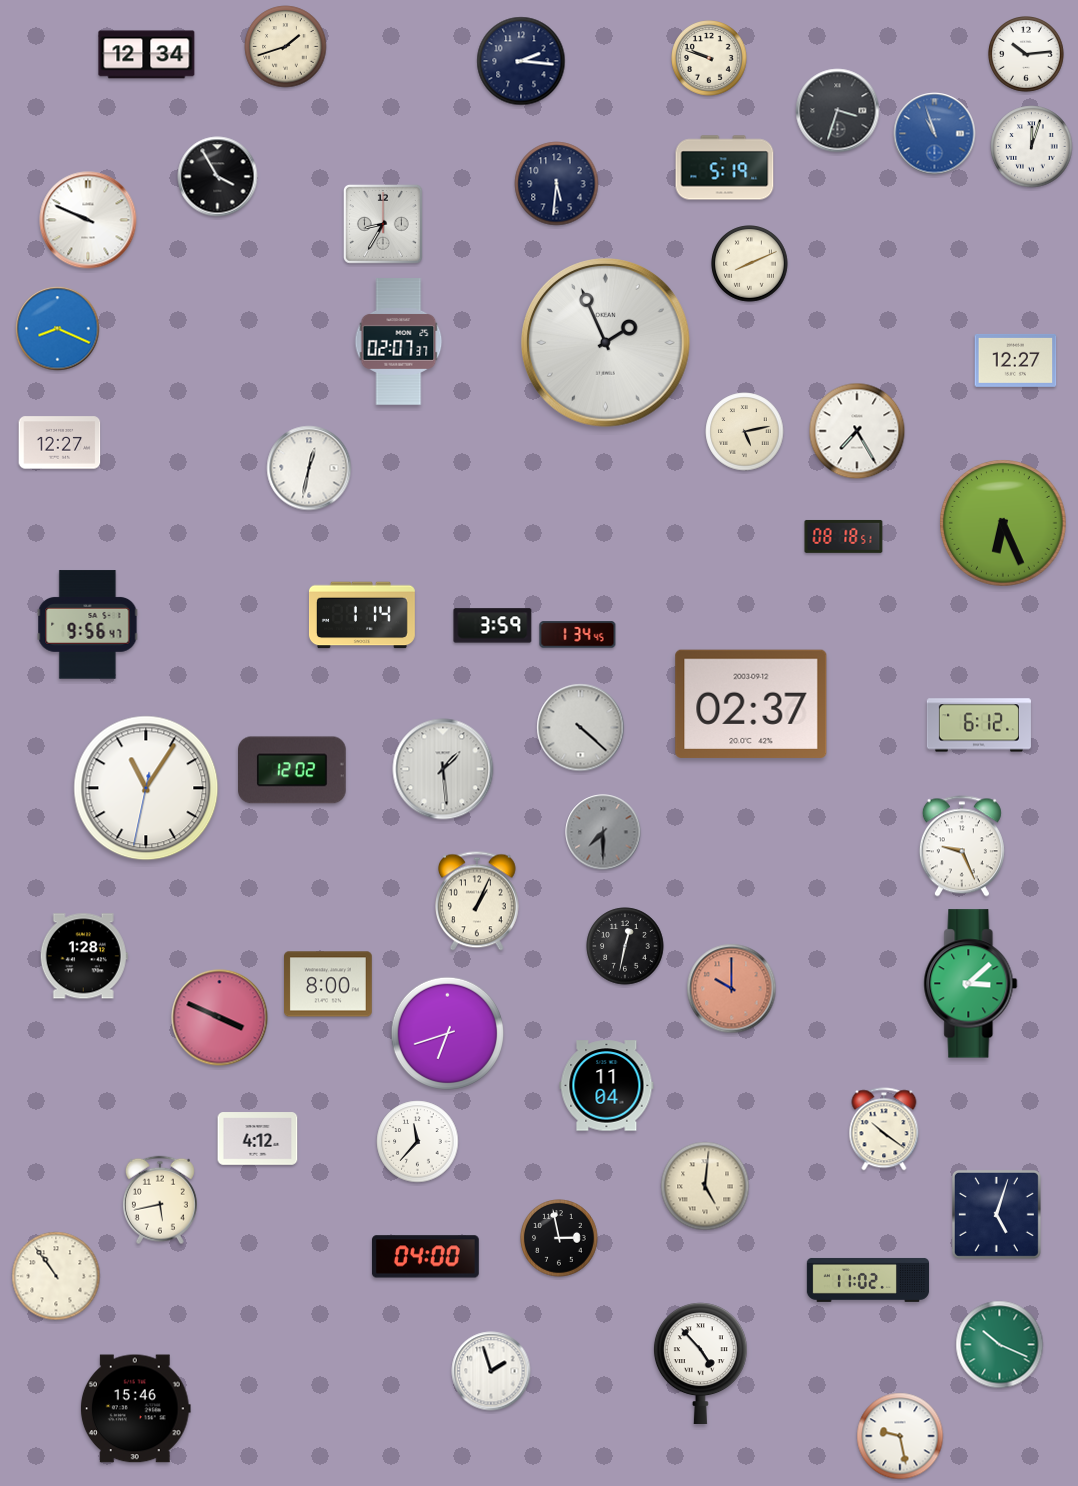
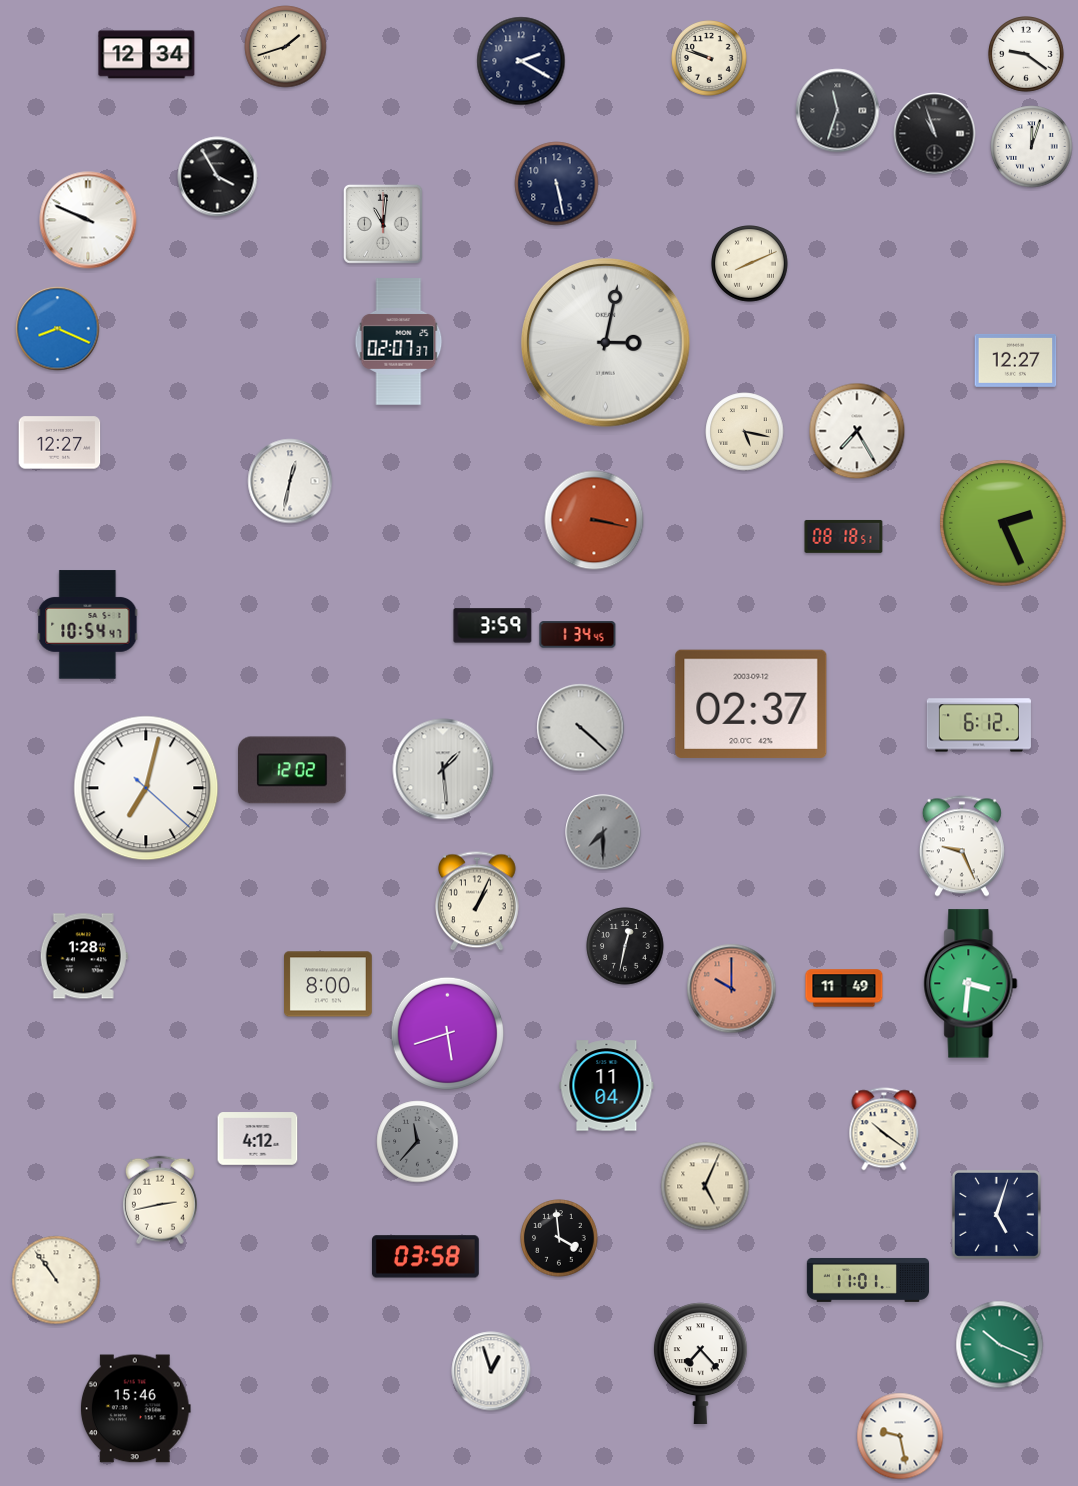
clock at (1026, 54): 10:14 -> 9:21
clock at (521, 61): 2:16 -> 2:20
clock at (838, 111): 3:33 -> 11:33
clock at (935, 134) dial: blue -> black
clock at (725, 168): 5:19 -> none
clock at (557, 184): 5:31 -> 5:28
clock at (383, 224): 8:35 -> 11:01
clock at (606, 343): 1:56 -> 3:02
clock at (745, 432): 5:13 -> 5:17
clock at (309, 468) position: (309, 468) -> (290, 481)
clock at (594, 520): none -> 3:17
clock at (1003, 523): 6:26 -> 2:26
clock at (362, 615): 1:14 -> none
clock at (88, 625): 9:56 -> 10:54
clock at (146, 788): 11:05 -> 7:02
clock at (971, 984): 3:08 -> 3:31
clock at (844, 988): none -> 11:49
clock at (220, 1018): 3:49 -> none
clock at (447, 1033): 6:42 -> 5:42
clock at (418, 1142) dial: white -> grey
clock at (705, 1186): 5:01 -> 5:04
clock at (160, 1200): 5:43 -> 2:43
clock at (559, 1238): 2:58 -> 3:59
clock at (425, 1257): 04:00 -> 03:58
clock at (56, 1276) position: (56, 1276) -> (56, 1280)
clock at (868, 1280): 11:02 -> 11:01
clock at (700, 1363): 4:53 -> 7:23
clock at (491, 1371): 1:57 -> 12:57
